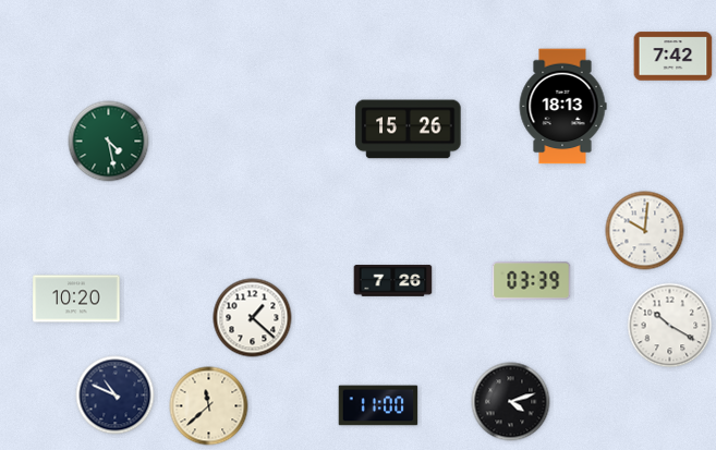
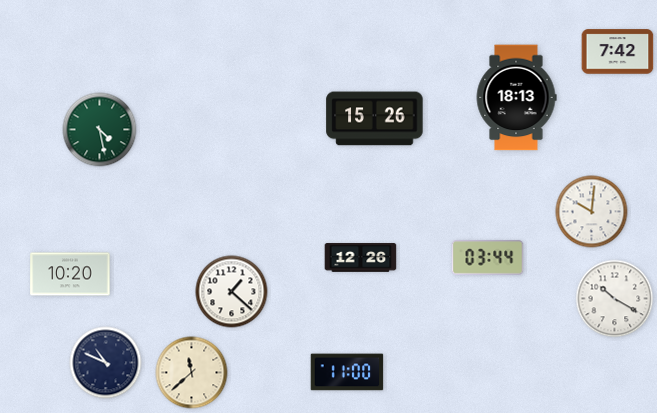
clock at (393, 281): 7:26 -> 12:26
clock at (532, 281): 03:39 -> 03:44
clock at (511, 402): 4:12 -> none
